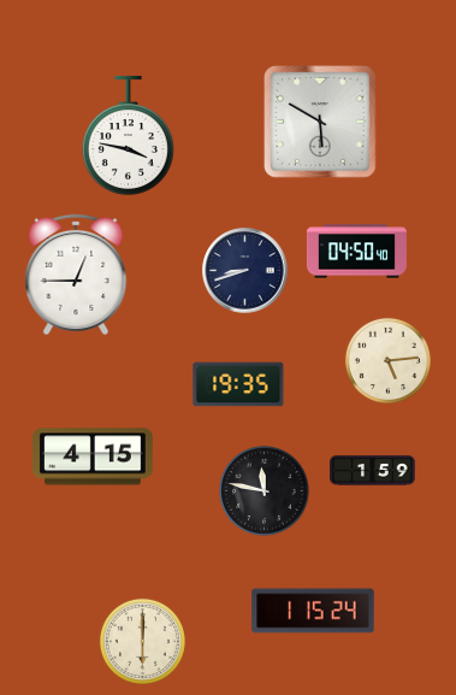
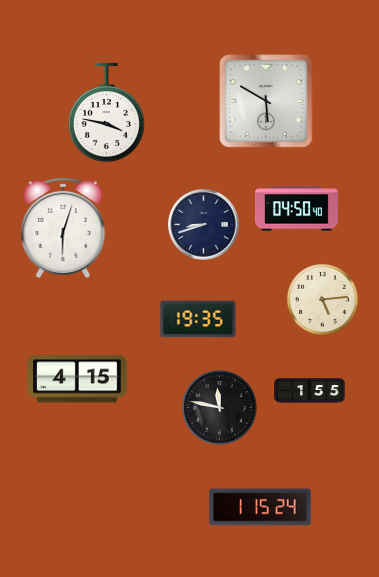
clock at (76, 275): 12:45 -> 6:03
clock at (373, 471): 1:59 -> 1:55
clock at (142, 641): 6:00 -> none
